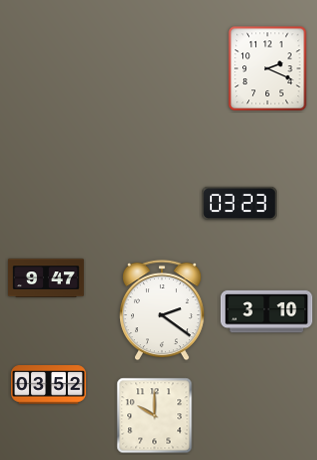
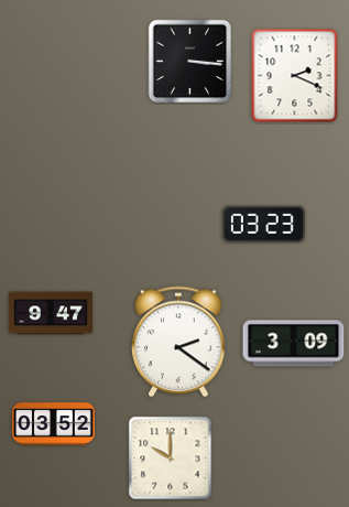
clock at (190, 62): none -> 3:16
clock at (46, 278) position: (46, 278) -> (51, 313)
clock at (267, 312): 3:10 -> 3:09
